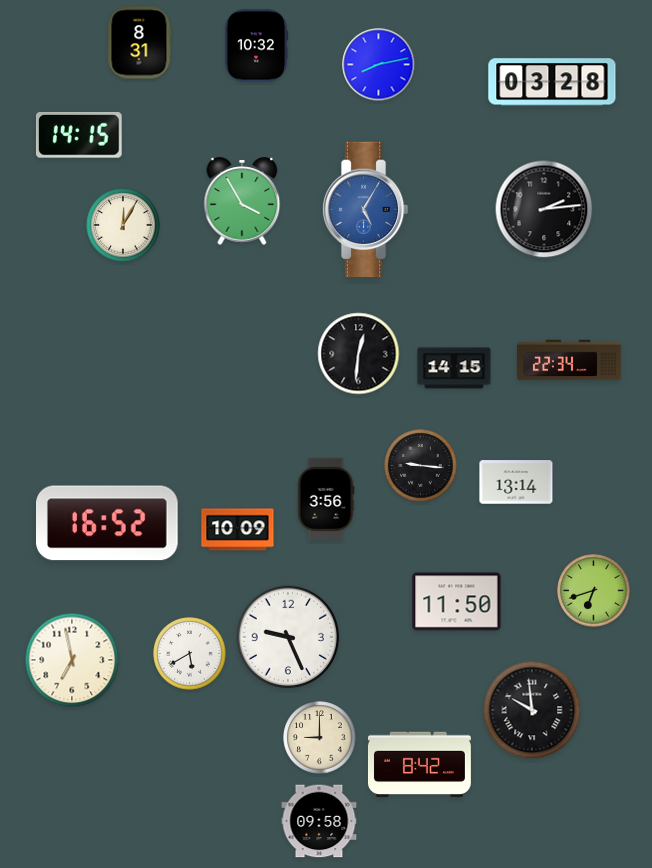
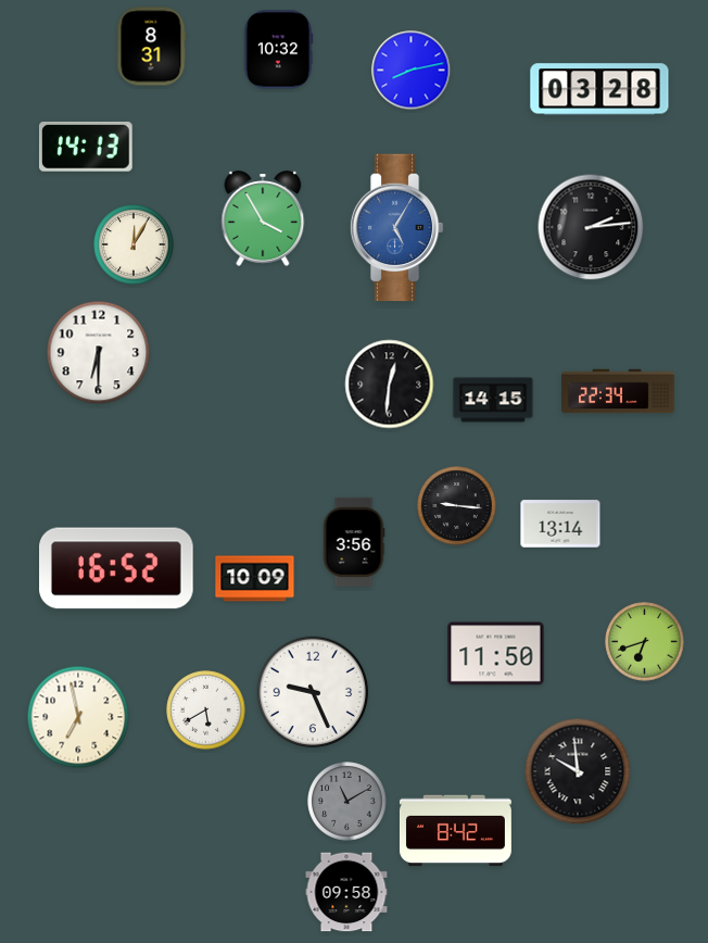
clock at (79, 135): 14:15 -> 14:13
clock at (99, 353): none -> 6:30
clock at (238, 530) position: (238, 530) -> (255, 579)
clock at (320, 738): 9:00 -> 11:10
clock at (320, 738) dial: cream -> grey
